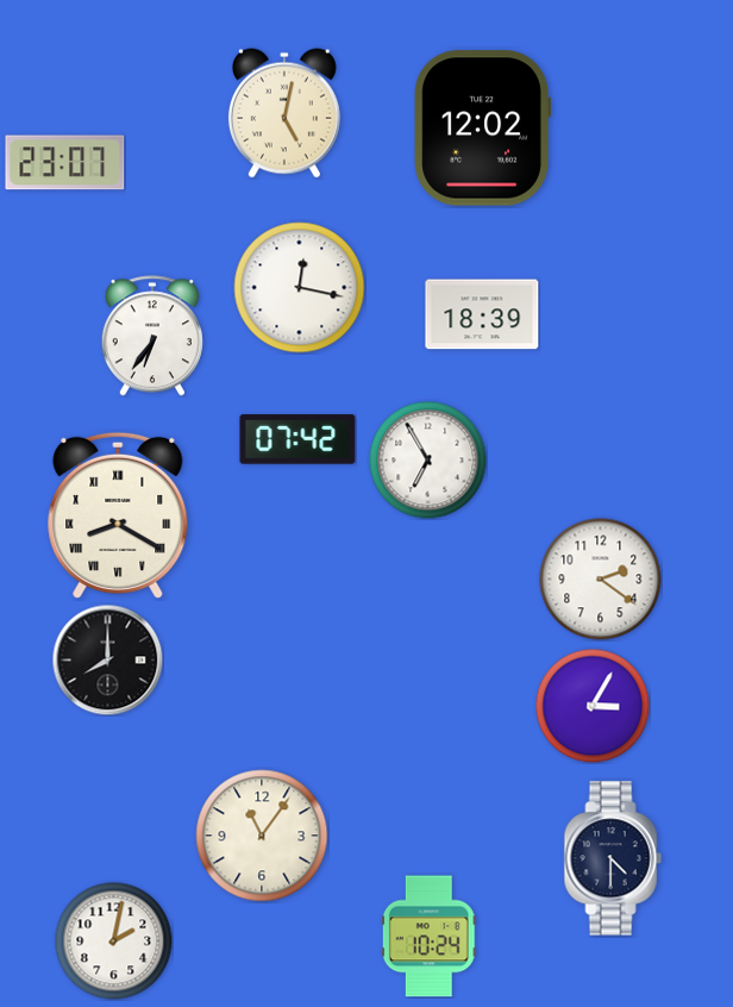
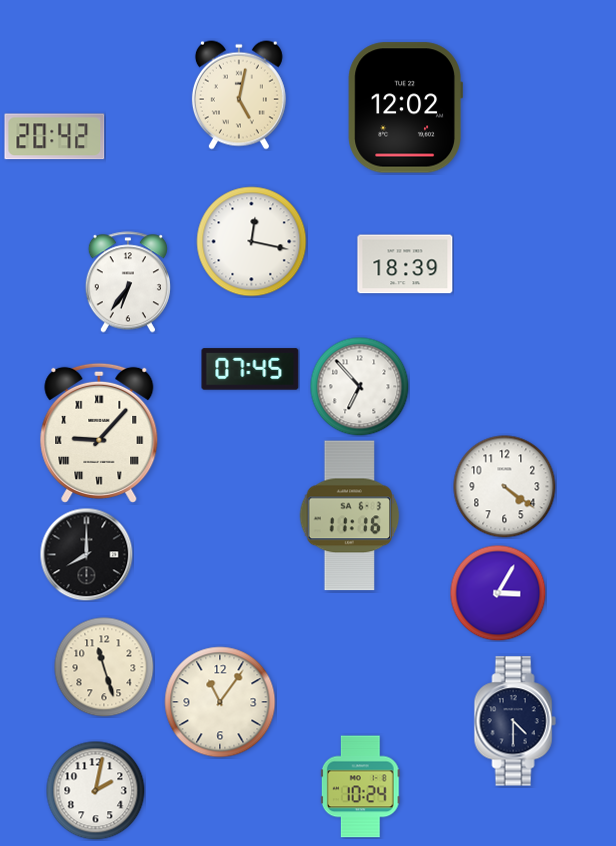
clock at (65, 163): 23:07 -> 20:42
clock at (297, 439): 07:42 -> 07:45
clock at (428, 461): 6:55 -> 6:53
clock at (118, 515): 8:20 -> 9:07
clock at (601, 580): 2:21 -> 4:21
clock at (350, 516): none -> 11:16
clock at (107, 659) position: (107, 659) -> (86, 554)
clock at (104, 667): none -> 11:27
